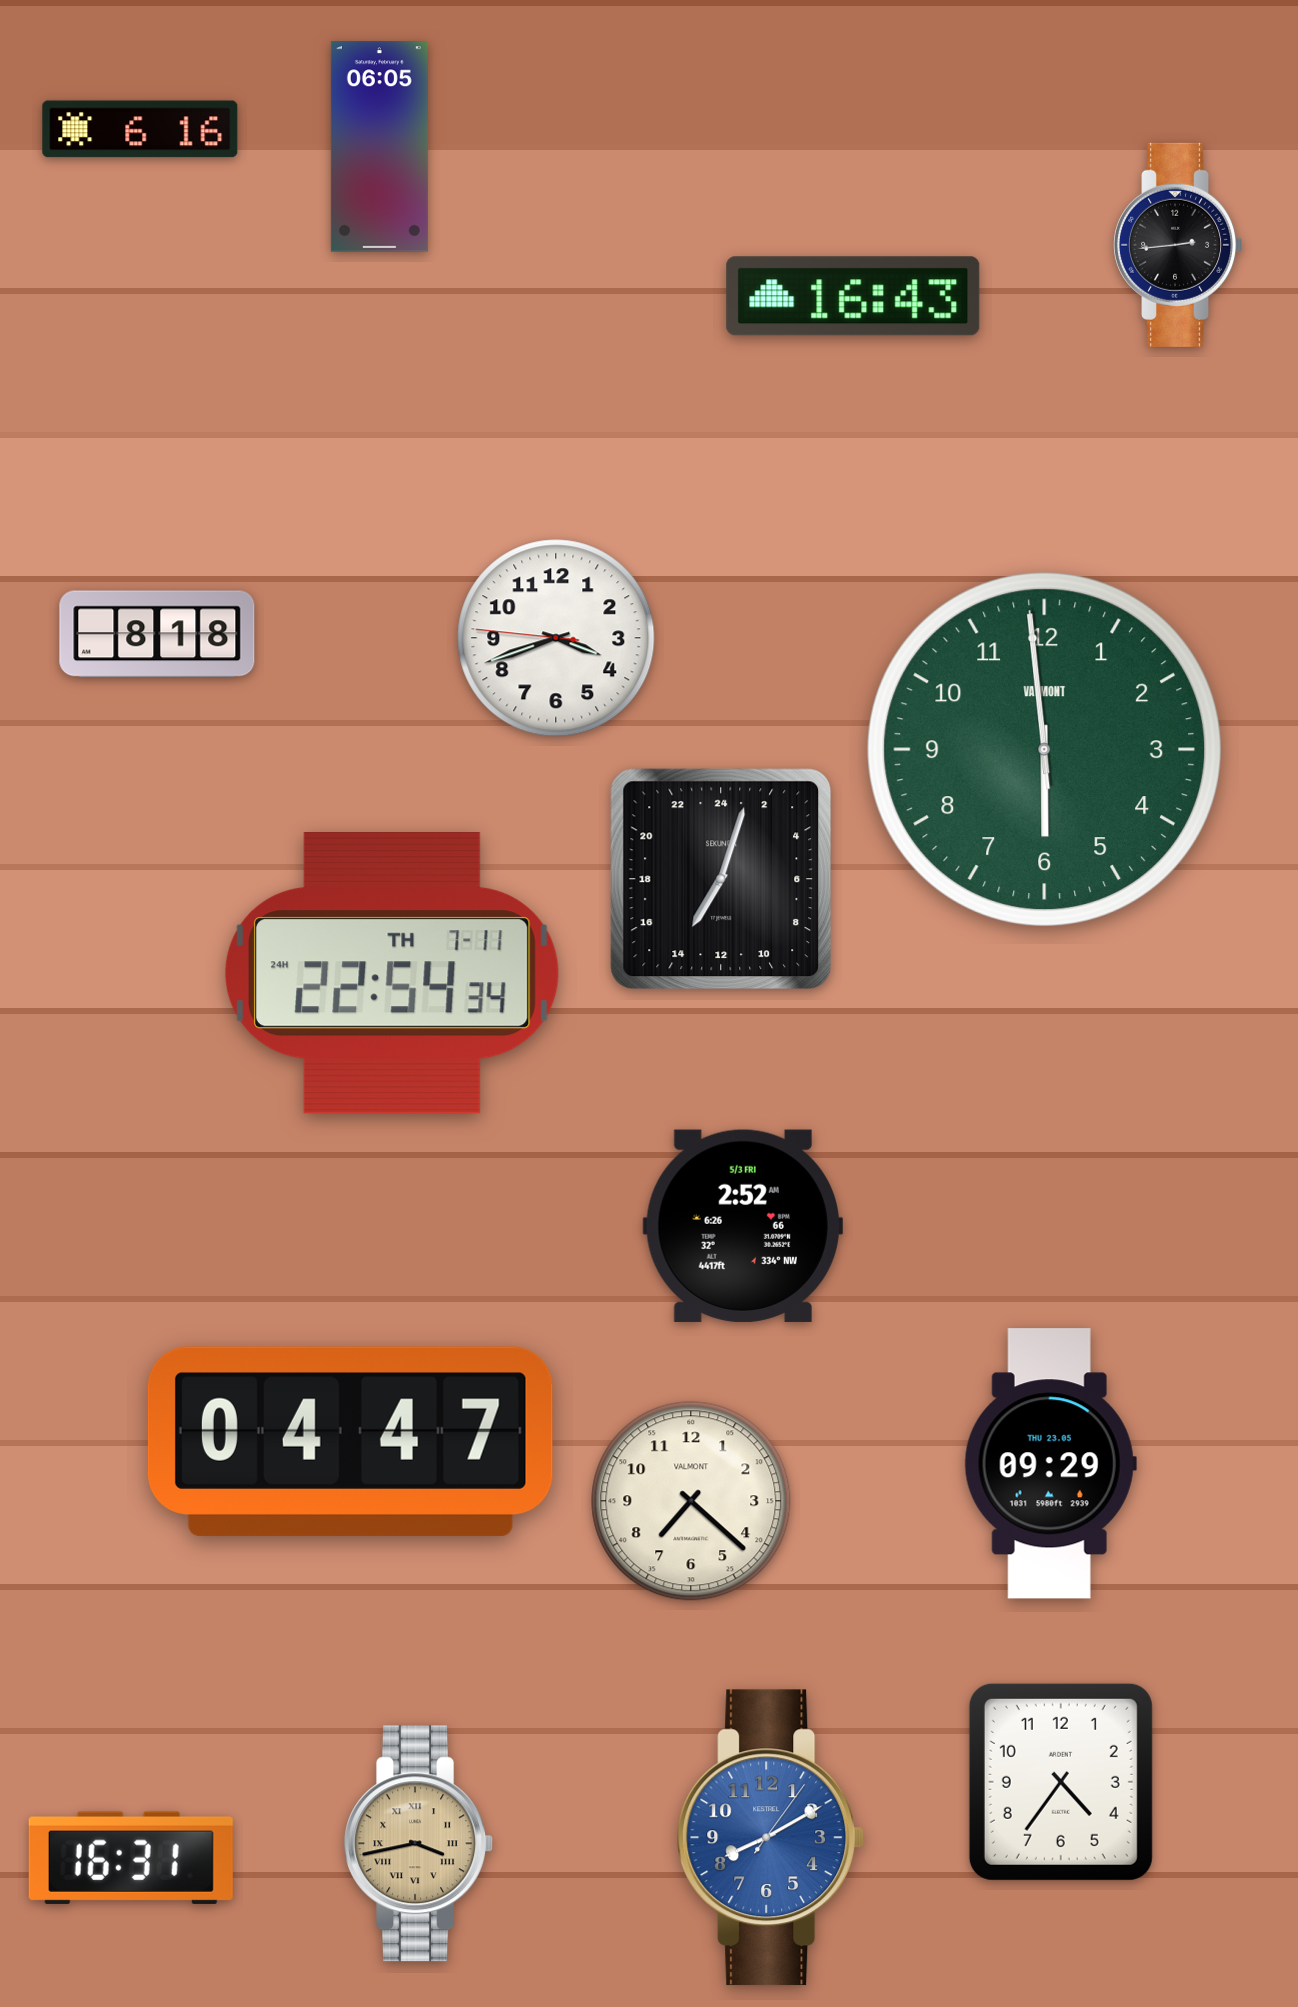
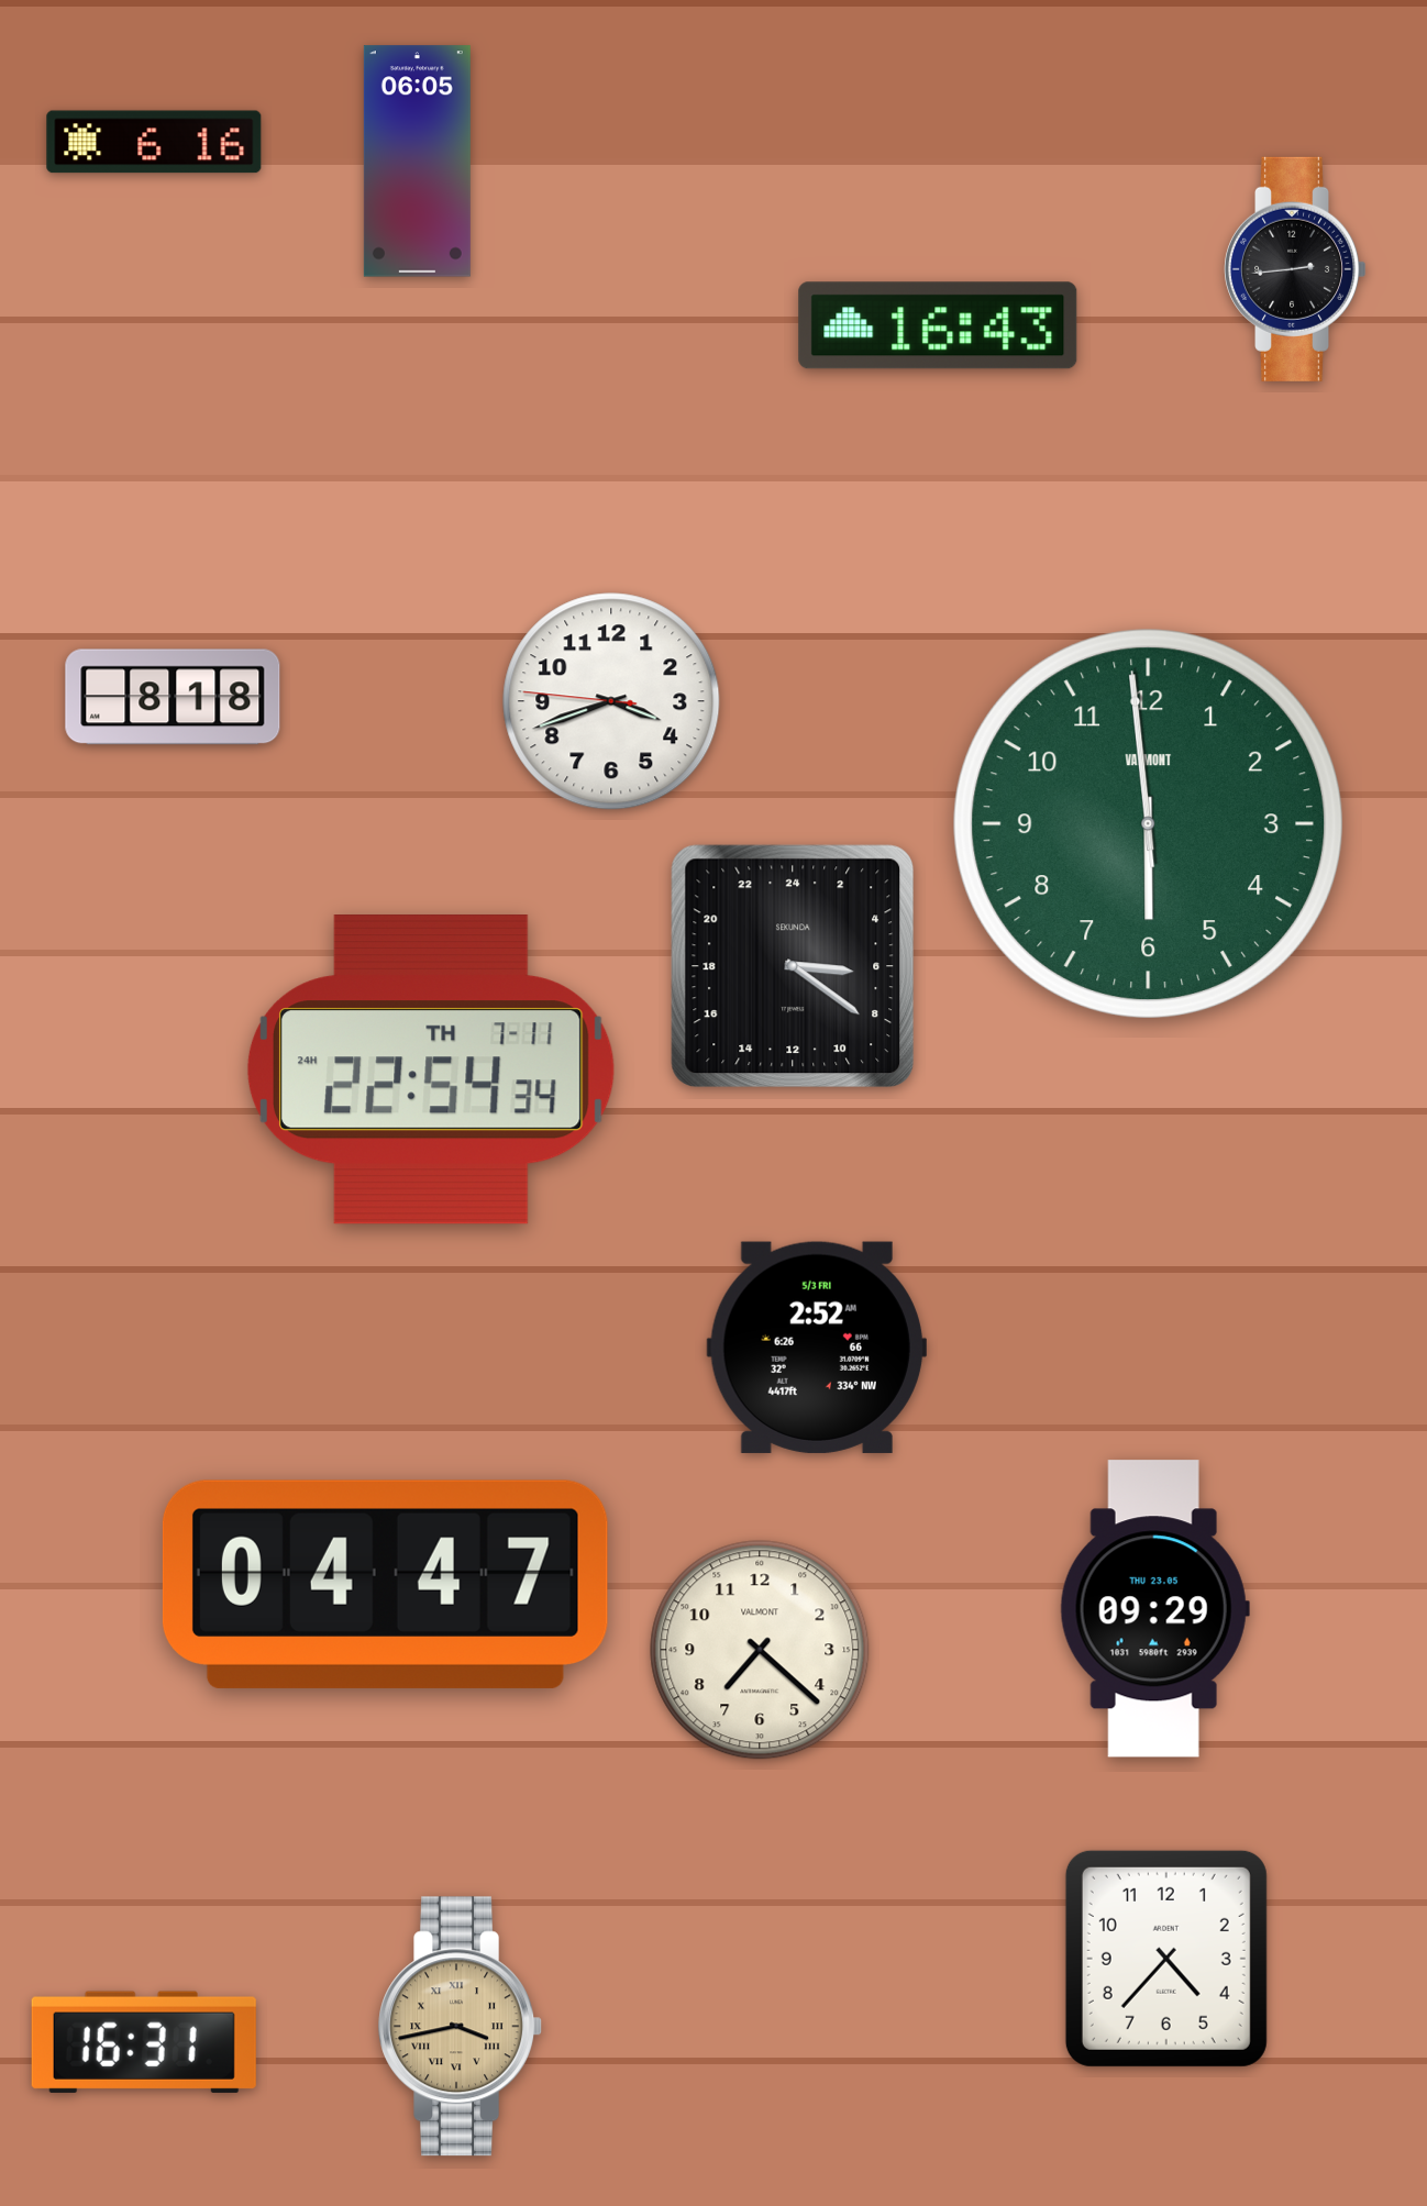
clock at (721, 879): 14:03 -> 6:21
clock at (1061, 1782): 4:36 -> 4:37
clock at (771, 1838): 8:10 -> none
